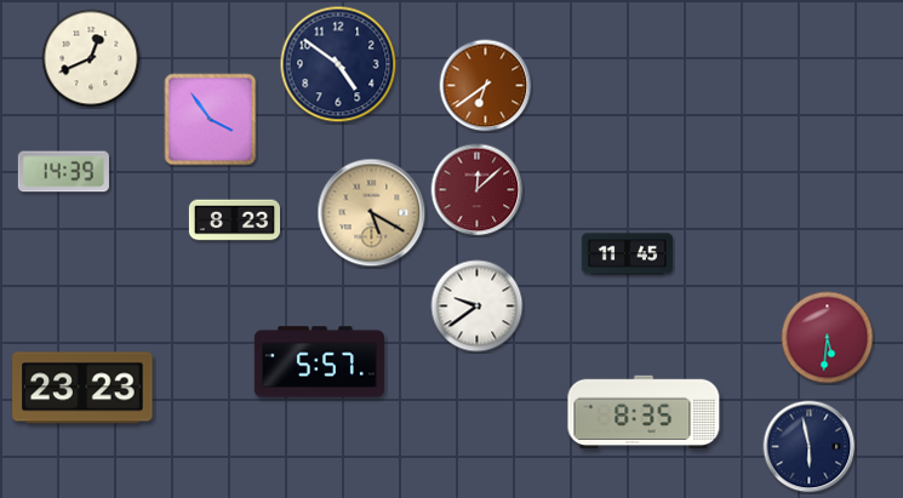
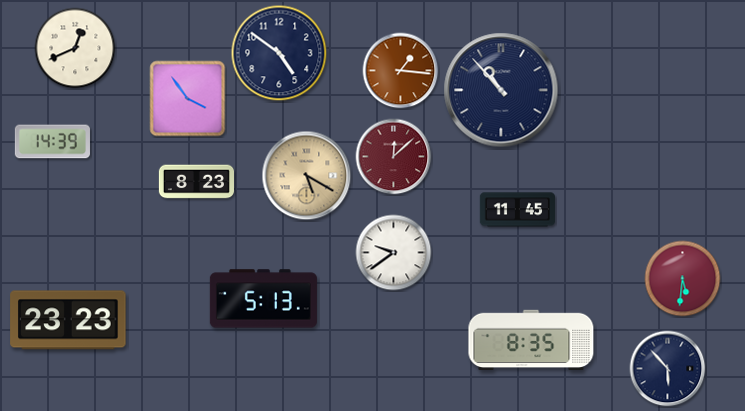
clock at (486, 86): 6:39 -> 1:16
clock at (501, 90): none -> 10:53
clock at (211, 120) position: (211, 120) -> (188, 99)
clock at (234, 221) position: (234, 221) -> (196, 182)
clock at (319, 362): 5:57 -> 5:13
clock at (810, 447): 5:58 -> 5:53
